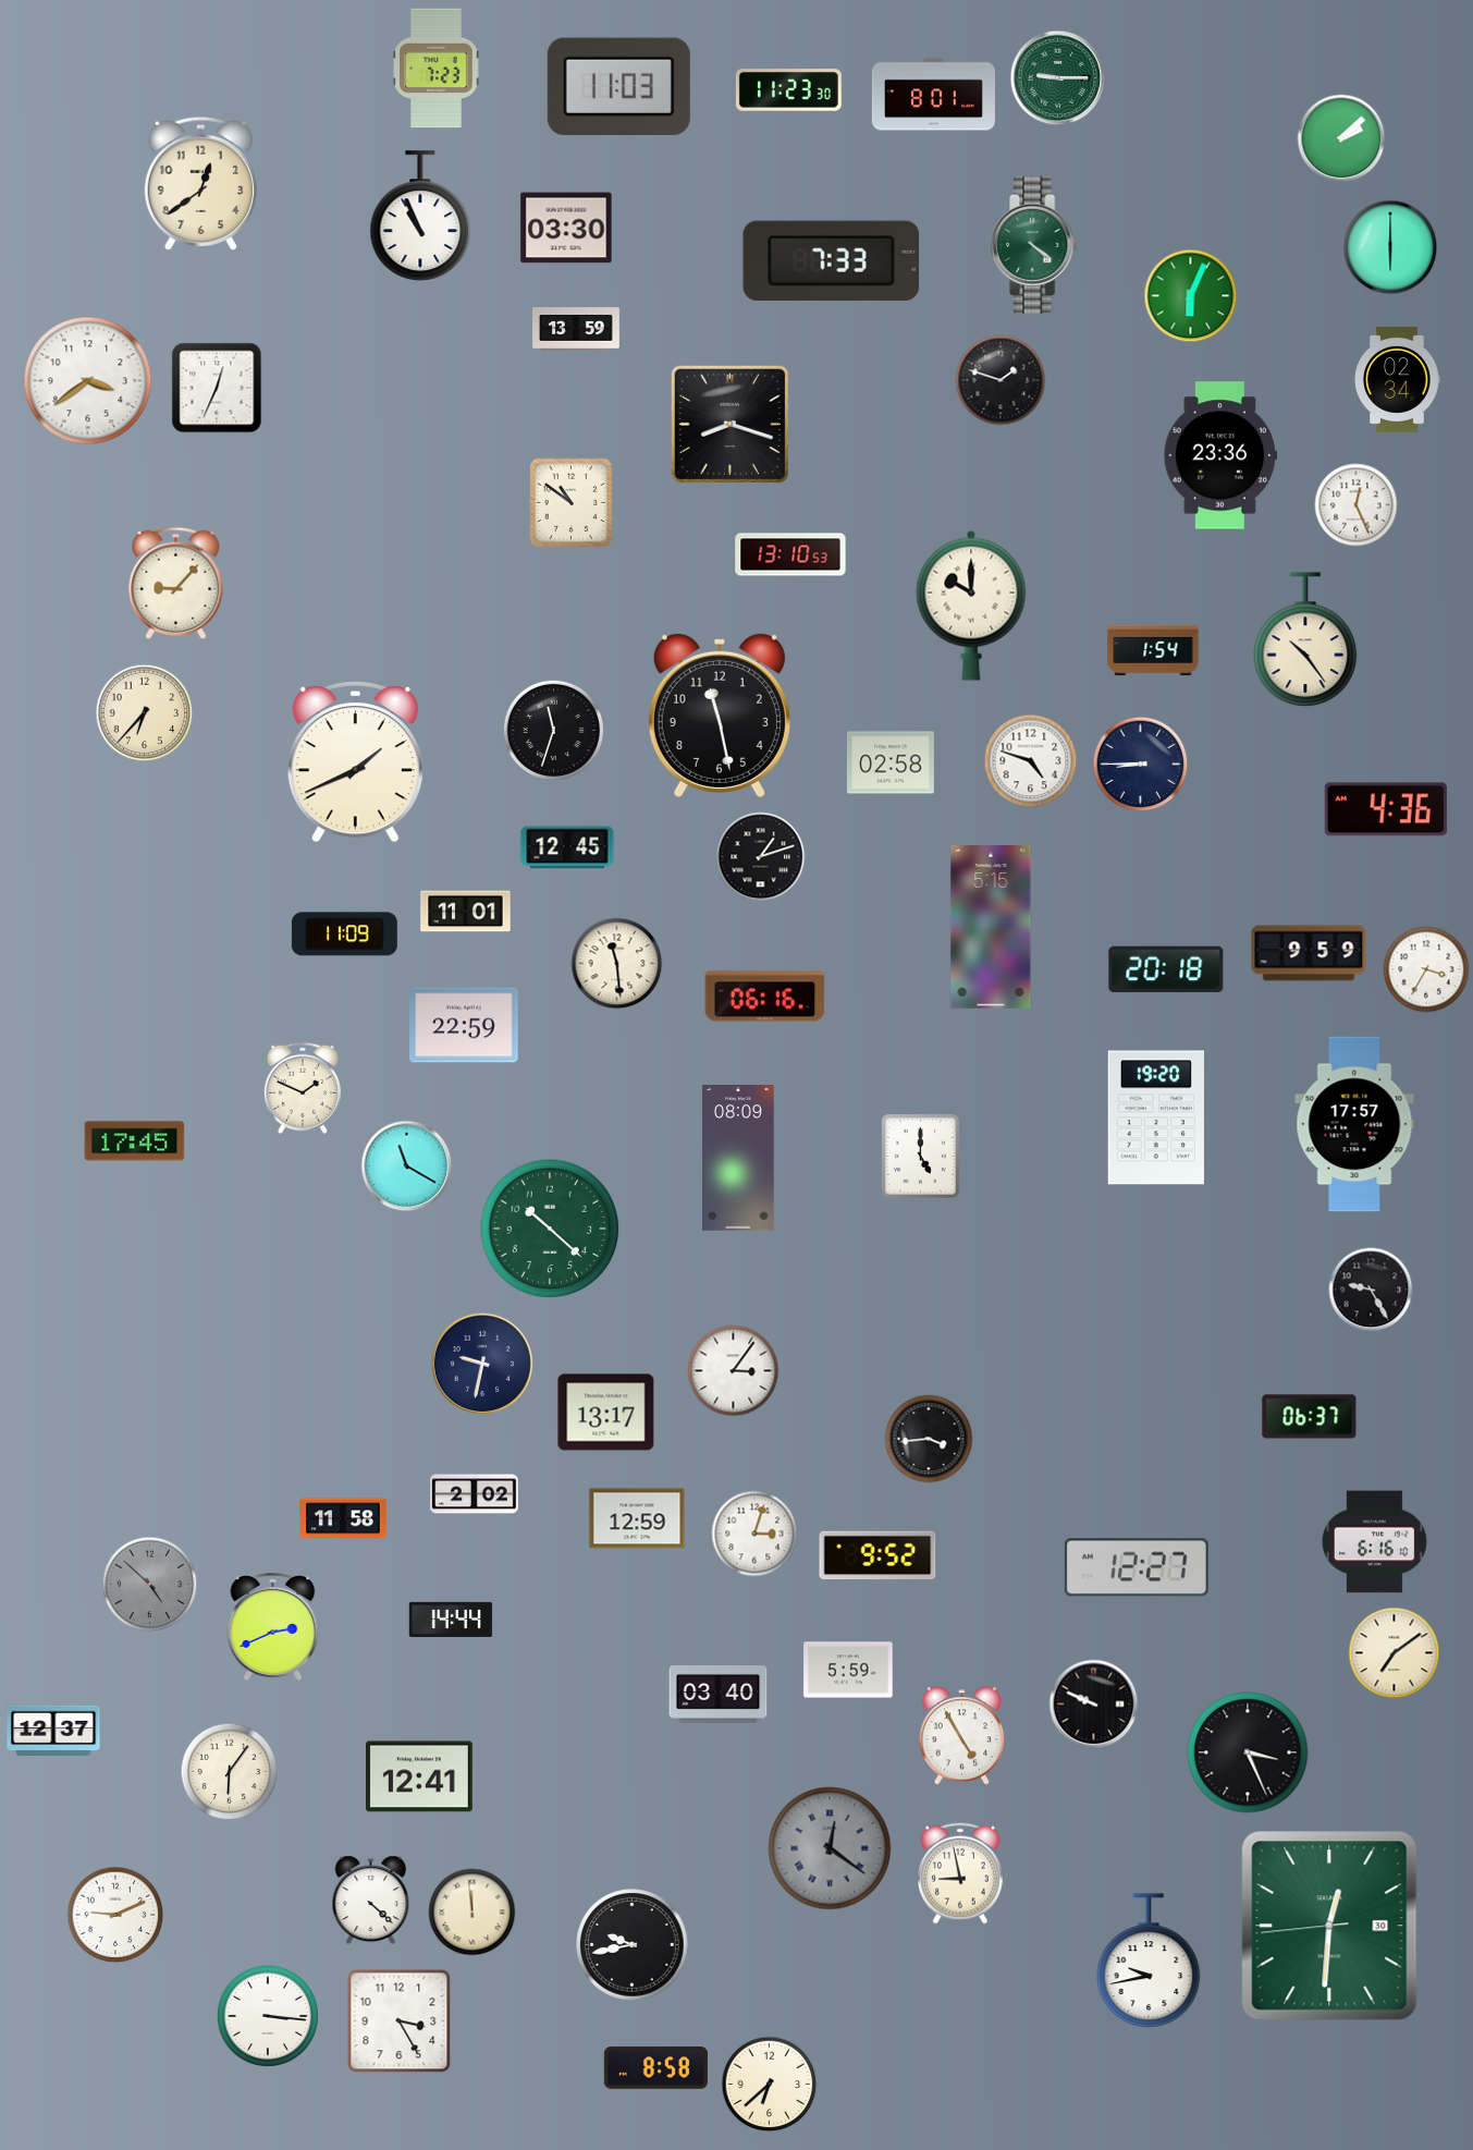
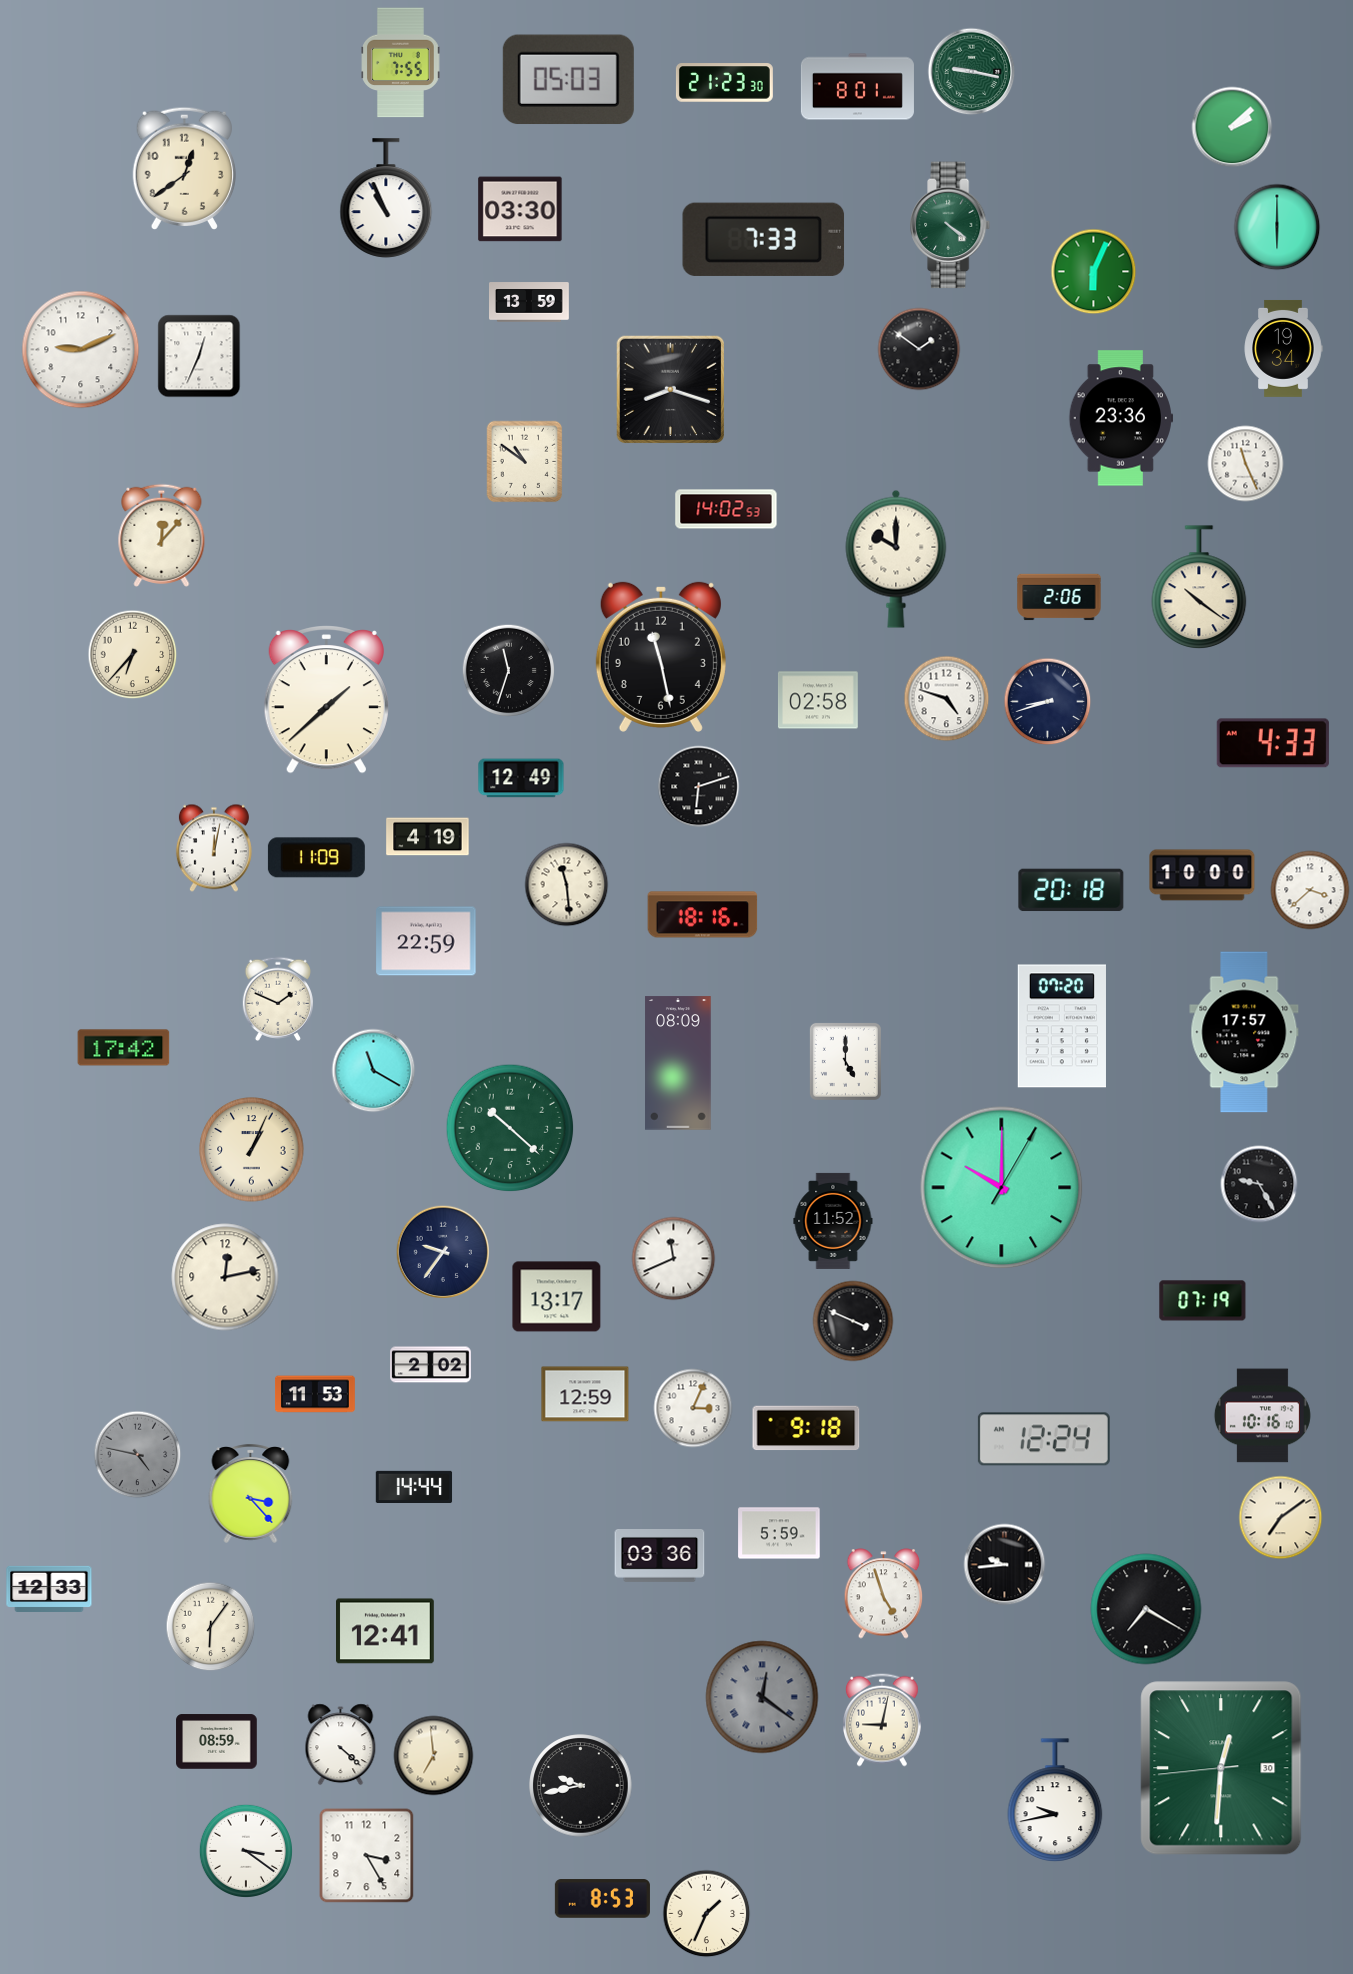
clock at (437, 69): 7:23 -> 7:55
clock at (1058, 78): 9:15 -> 9:17
clock at (618, 87): 11:03 -> 05:03
clock at (788, 90): 11:23 -> 21:23
clock at (1397, 379): 02:34 -> 19:34
clock at (1001, 380): 1:48 -> 1:51
clock at (88, 381): 3:39 -> 9:11
clock at (1357, 505): 12:26 -> 11:26
clock at (790, 554): 13:10 -> 14:02
clock at (176, 583): 9:07 -> 12:07
clock at (971, 606) position: (971, 606) -> (896, 559)
clock at (1305, 639): 10:24 -> 10:21
clock at (1153, 650): 1:54 -> 2:06
clock at (355, 762): 1:41 -> 1:38
clock at (1141, 765): 8:45 -> 8:42
clock at (1386, 809): 4:36 -> 4:33
clock at (567, 847): 12:45 -> 12:49
clock at (761, 857): 1:12 -> 6:12
clock at (466, 912): 11:01 -> 4:19
clock at (214, 848): none -> 12:02
clock at (991, 927): 5:15 -> none
clock at (1309, 953): 9:59 -> 10:00
clock at (1426, 969): 3:35 -> 3:38
clock at (765, 997): 06:16 -> 18:16
clock at (1156, 1117): 19:20 -> 07:20
clock at (135, 1141): 17:45 -> 17:42
clock at (550, 1229) position: (550, 1229) -> (510, 1128)
clock at (252, 1150): none -> 1:04
clock at (1002, 1188): none -> 10:00
clock at (833, 1221): none -> 11:52
clock at (482, 1364): 9:32 -> 9:36
clock at (734, 1371): 3:06 -> 11:41
clock at (225, 1277): none -> 12:13
clock at (1310, 1417): 06:37 -> 07:19
clock at (929, 1439): 3:44 -> 3:49
clock at (475, 1494) position: (475, 1494) -> (431, 1365)
clock at (344, 1518): 11:58 -> 11:53
clock at (754, 1534): 3:03 -> 3:04
clock at (1374, 1542): 6:16 -> 10:16
clock at (877, 1555): 9:52 -> 9:18
clock at (1137, 1567): 12:27 -> 12:24
clock at (150, 1585): 4:52 -> 4:47
clock at (273, 1626): 2:41 -> 3:23
clock at (719, 1695): 03:40 -> 03:36
clock at (1094, 1705): 9:49 -> 9:44
clock at (53, 1730): 12:37 -> 12:33
clock at (962, 1736): 4:55 -> 4:57
clock at (1248, 1752): 3:26 -> 7:20
clock at (961, 1873): 8:58 -> 9:02
clock at (217, 1742): none -> 08:59
clock at (472, 1913): 11:59 -> 6:59
clock at (115, 1915): 9:11 -> none
clock at (268, 2016): 3:16 -> 3:21
clock at (655, 2068): 8:58 -> 8:53
clock at (770, 2085): 6:38 -> 1:34
